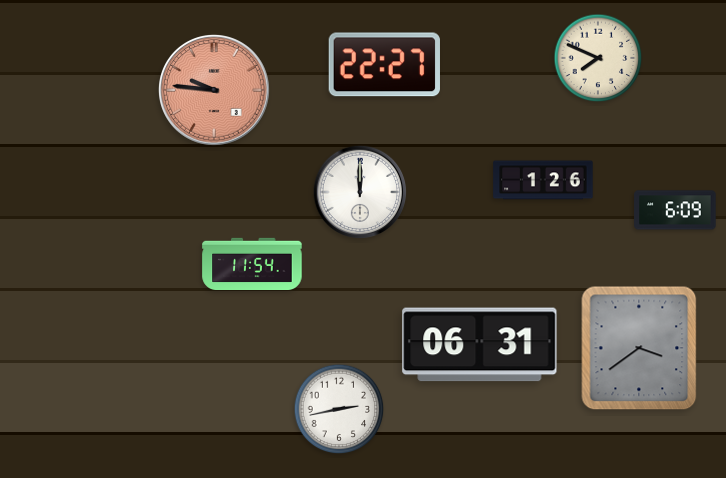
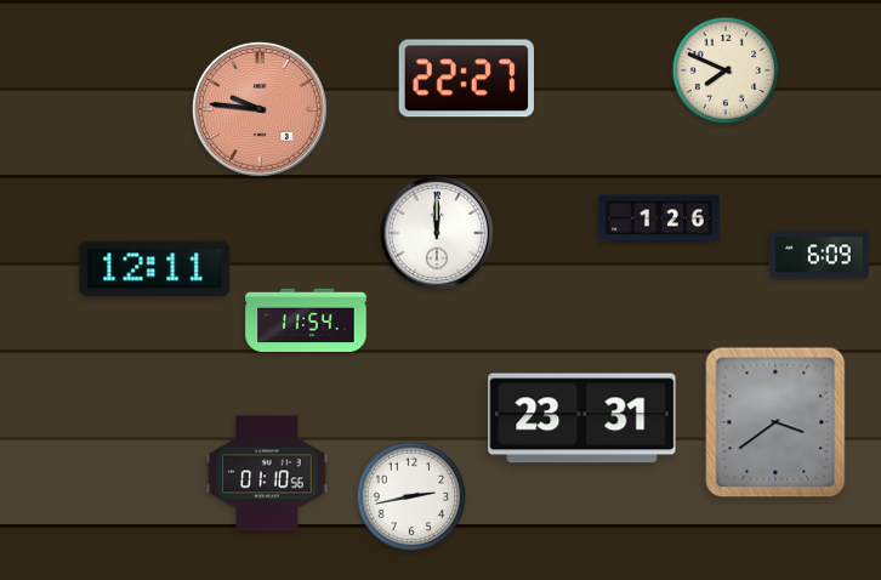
clock at (155, 269): none -> 12:11
clock at (480, 345): 06:31 -> 23:31
clock at (267, 473): none -> 01:10
